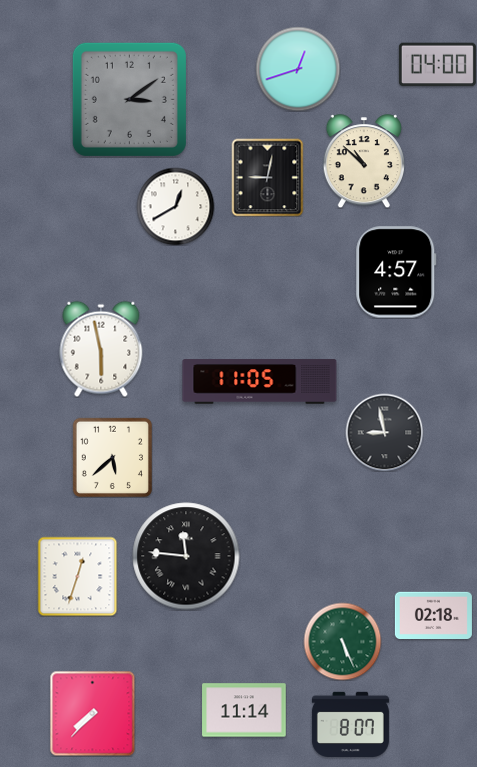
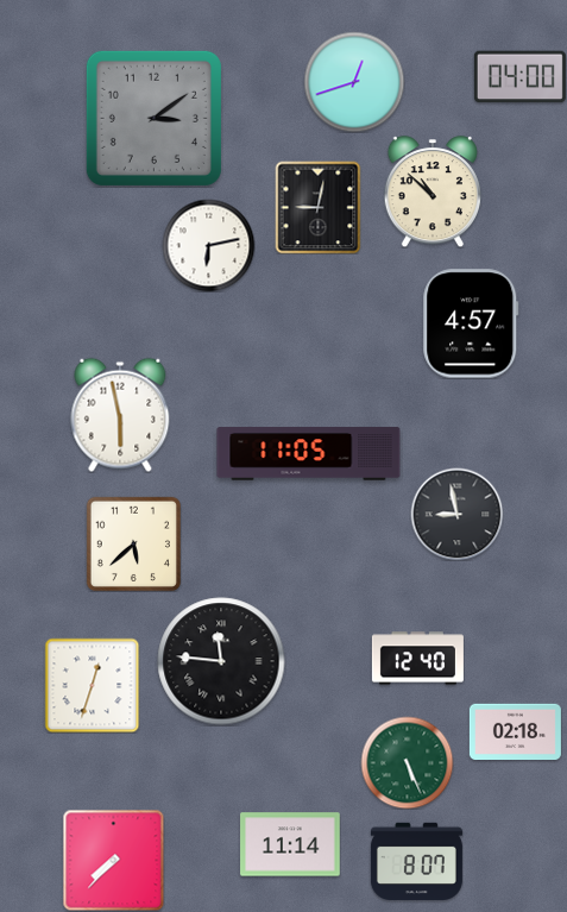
clock at (268, 177) position: (268, 177) -> (319, 207)
clock at (175, 206): 12:40 -> 6:13
clock at (417, 659): none -> 12:40
clock at (92, 713) position: (92, 713) -> (113, 860)
